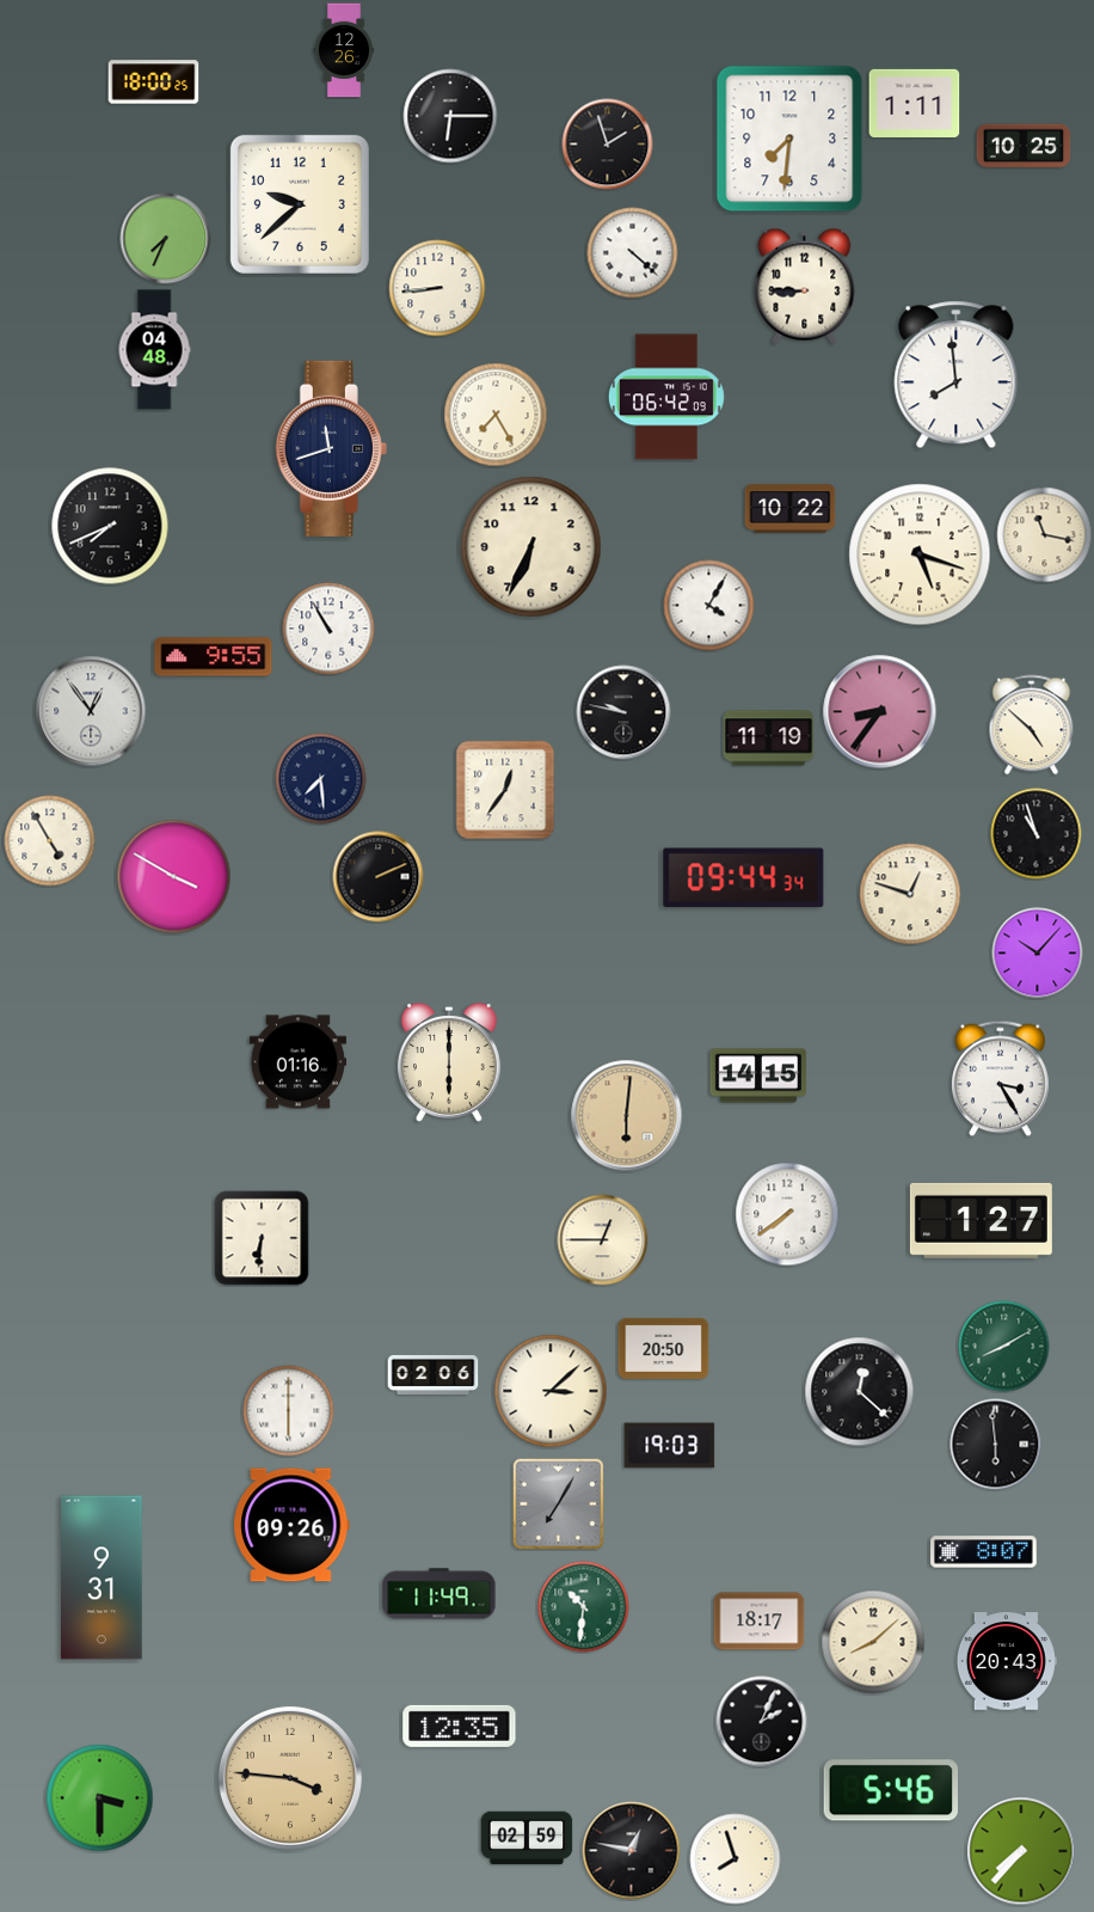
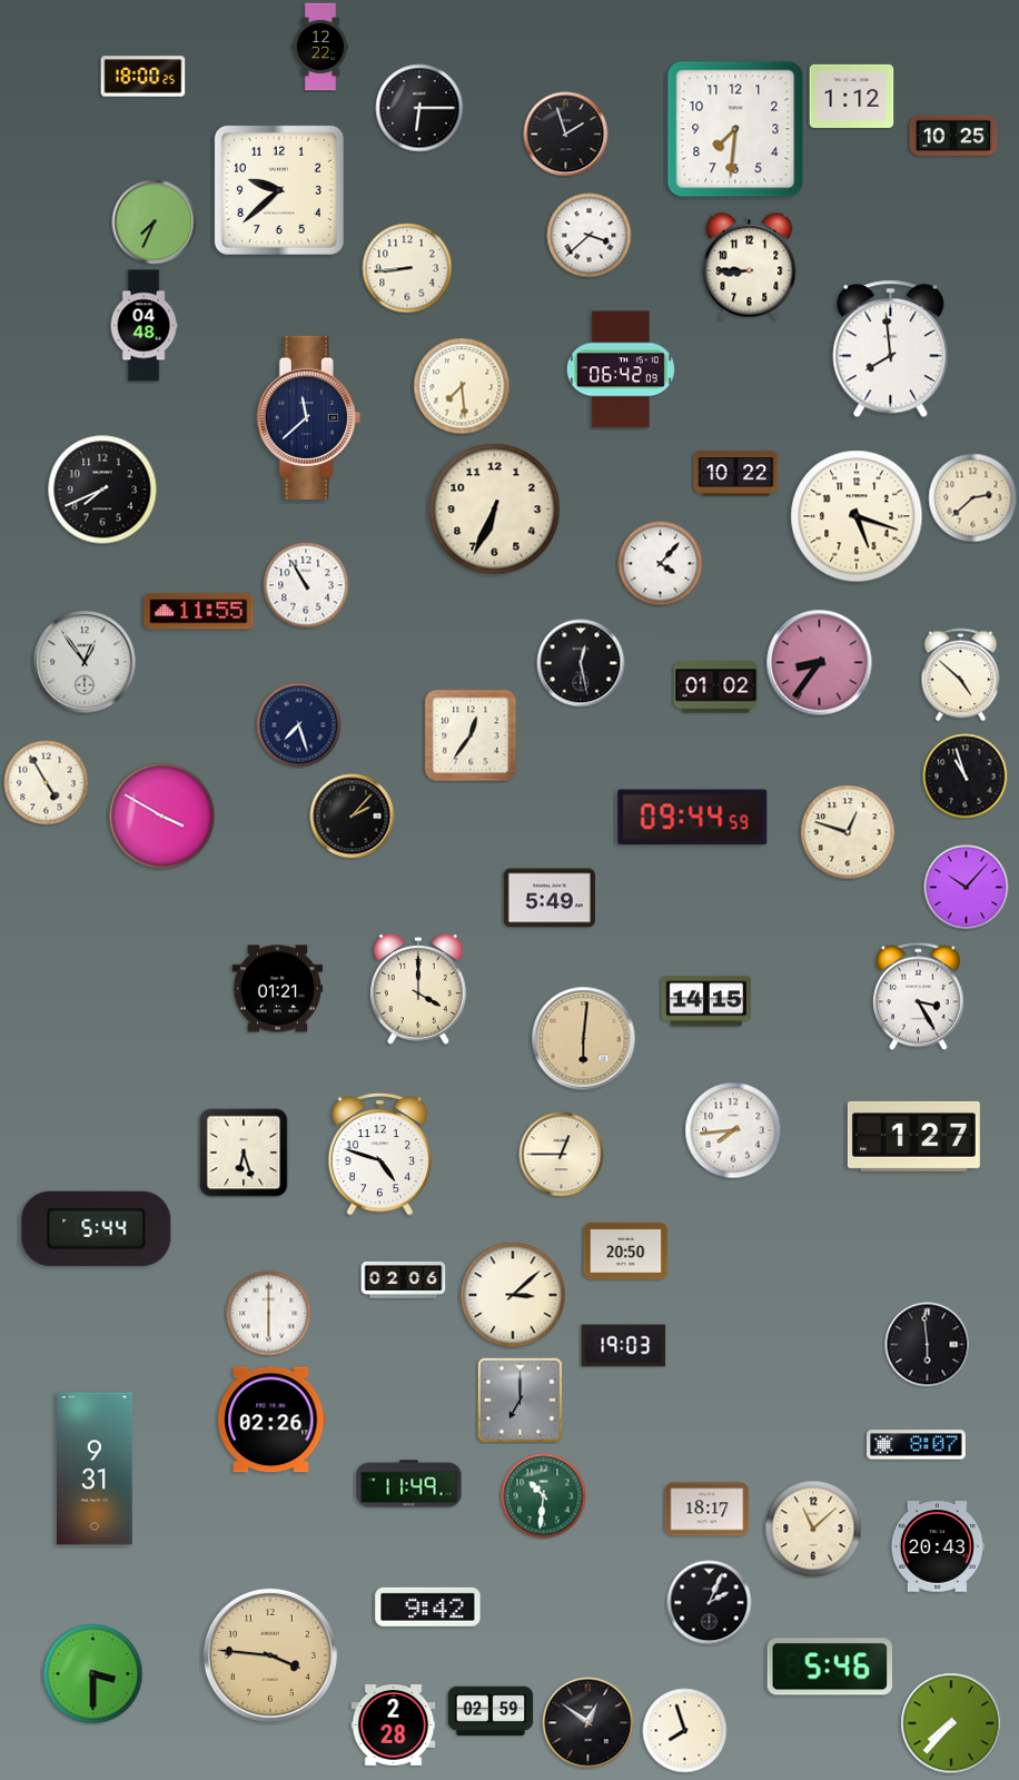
clock at (343, 50): 12:26 -> 12:22
clock at (915, 103): 1:11 -> 1:12
clock at (633, 253): 4:22 -> 3:38
clock at (496, 415): 7:25 -> 7:29
clock at (331, 448): 11:42 -> 11:38
clock at (1045, 535): 11:17 -> 2:38
clock at (709, 606): 4:05 -> 4:07
clock at (214, 657): 9:55 -> 11:55
clock at (623, 712): 9:47 -> 12:28
clock at (769, 739): 11:19 -> 01:02
clock at (321, 779): 7:29 -> 7:27
clock at (379, 877): 2:11 -> 2:07
clock at (744, 878): 09:44:34 -> 09:44:59
clock at (550, 898): none -> 5:49
clock at (297, 1062): 01:16 -> 01:21
clock at (449, 1062): 6:00 -> 4:00
clock at (1001, 1079) position: (1001, 1079) -> (919, 997)
clock at (787, 1214): 7:39 -> 7:44
clock at (262, 1238): 6:31 -> 6:27
clock at (379, 1154): none -> 4:48
clock at (97, 1228): none -> 5:44
clock at (1004, 1347): 8:10 -> none
clock at (664, 1348) position: (664, 1348) -> (626, 1250)
clock at (860, 1392): 12:22 -> none
clock at (558, 1503): 7:05 -> 7:00
clock at (291, 1525): 09:26 -> 02:26
clock at (873, 1642): 8:08 -> 11:08
clock at (460, 1726): 12:35 -> 9:42
clock at (632, 1851): 12:47 -> 12:51
clock at (394, 1725): none -> 2:28
